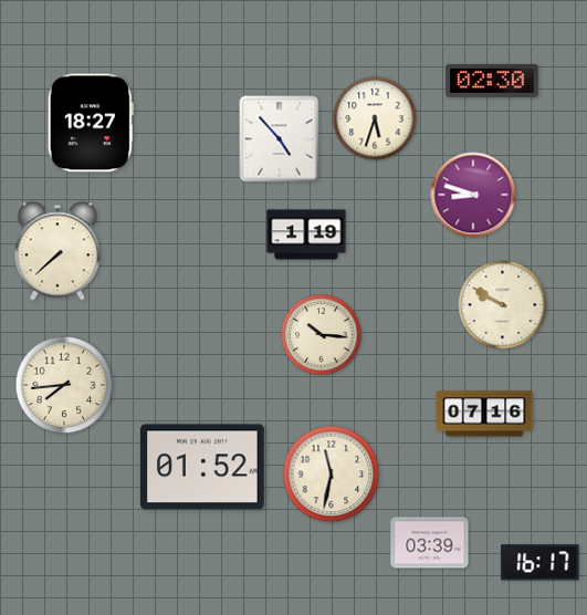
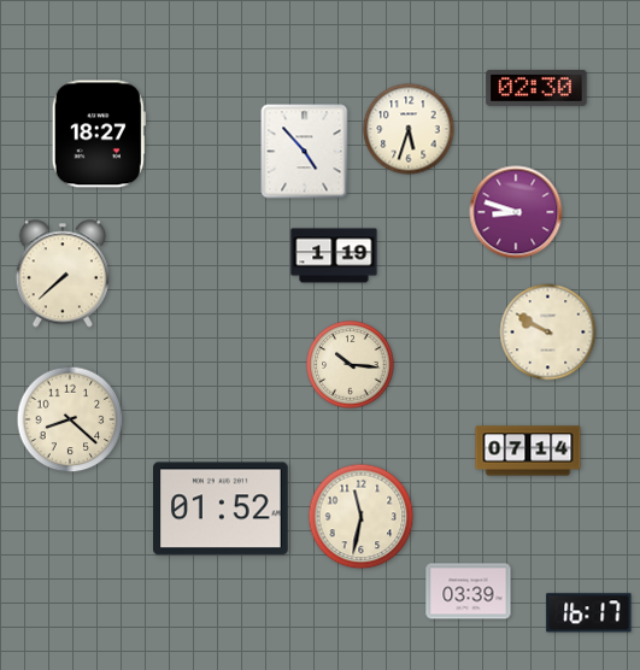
clock at (64, 385): 7:44 -> 8:22
clock at (484, 414): 07:16 -> 07:14
